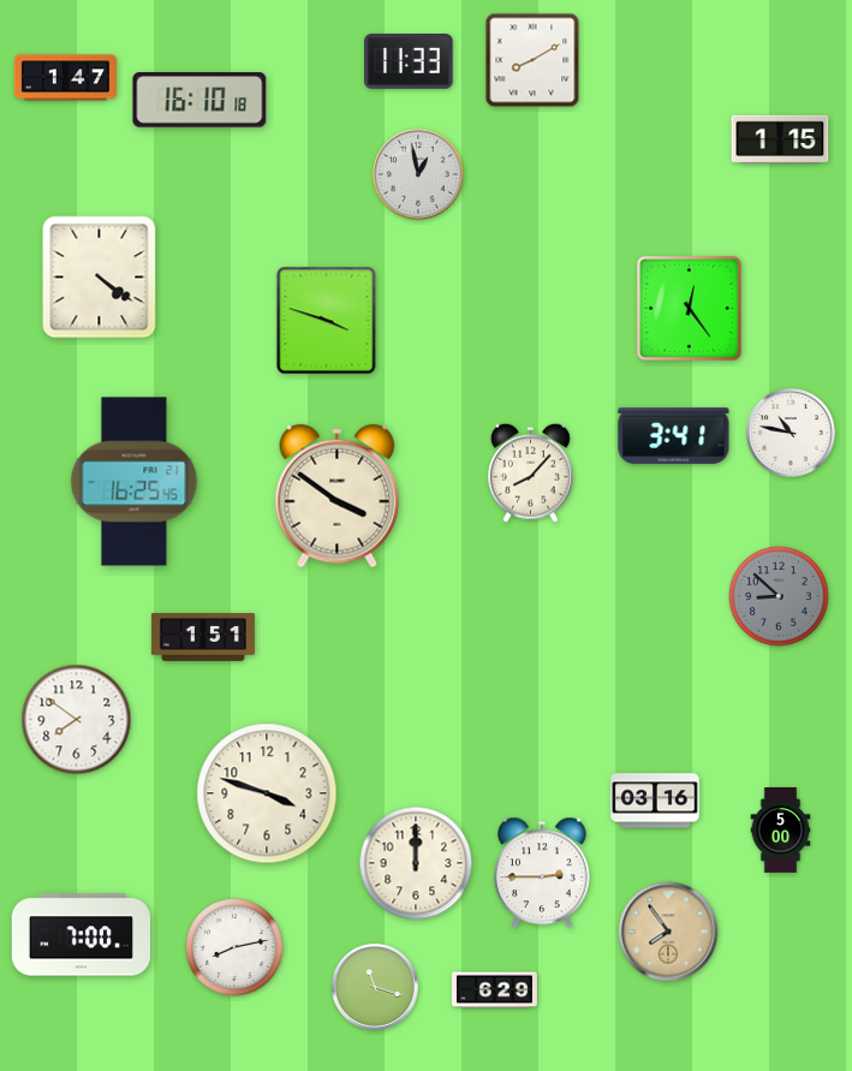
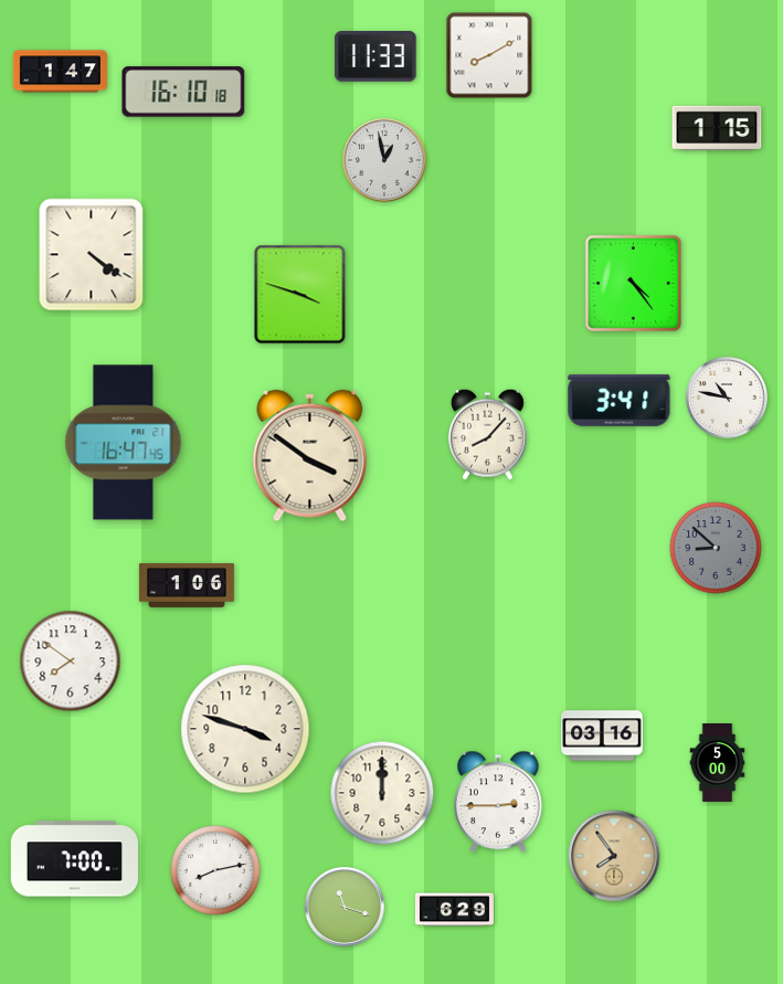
clock at (689, 308): 12:24 -> 4:24
clock at (135, 482): 16:25 -> 16:47
clock at (203, 637): 1:51 -> 1:06
